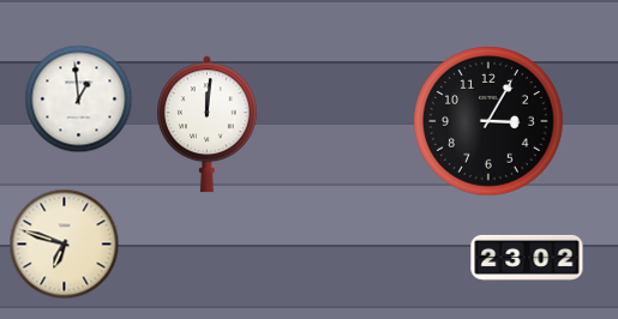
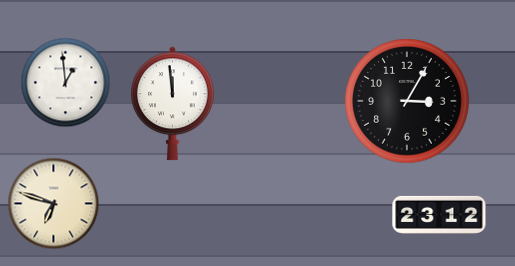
clock at (208, 125): 12:01 -> 11:59
clock at (527, 258): 23:02 -> 23:12
